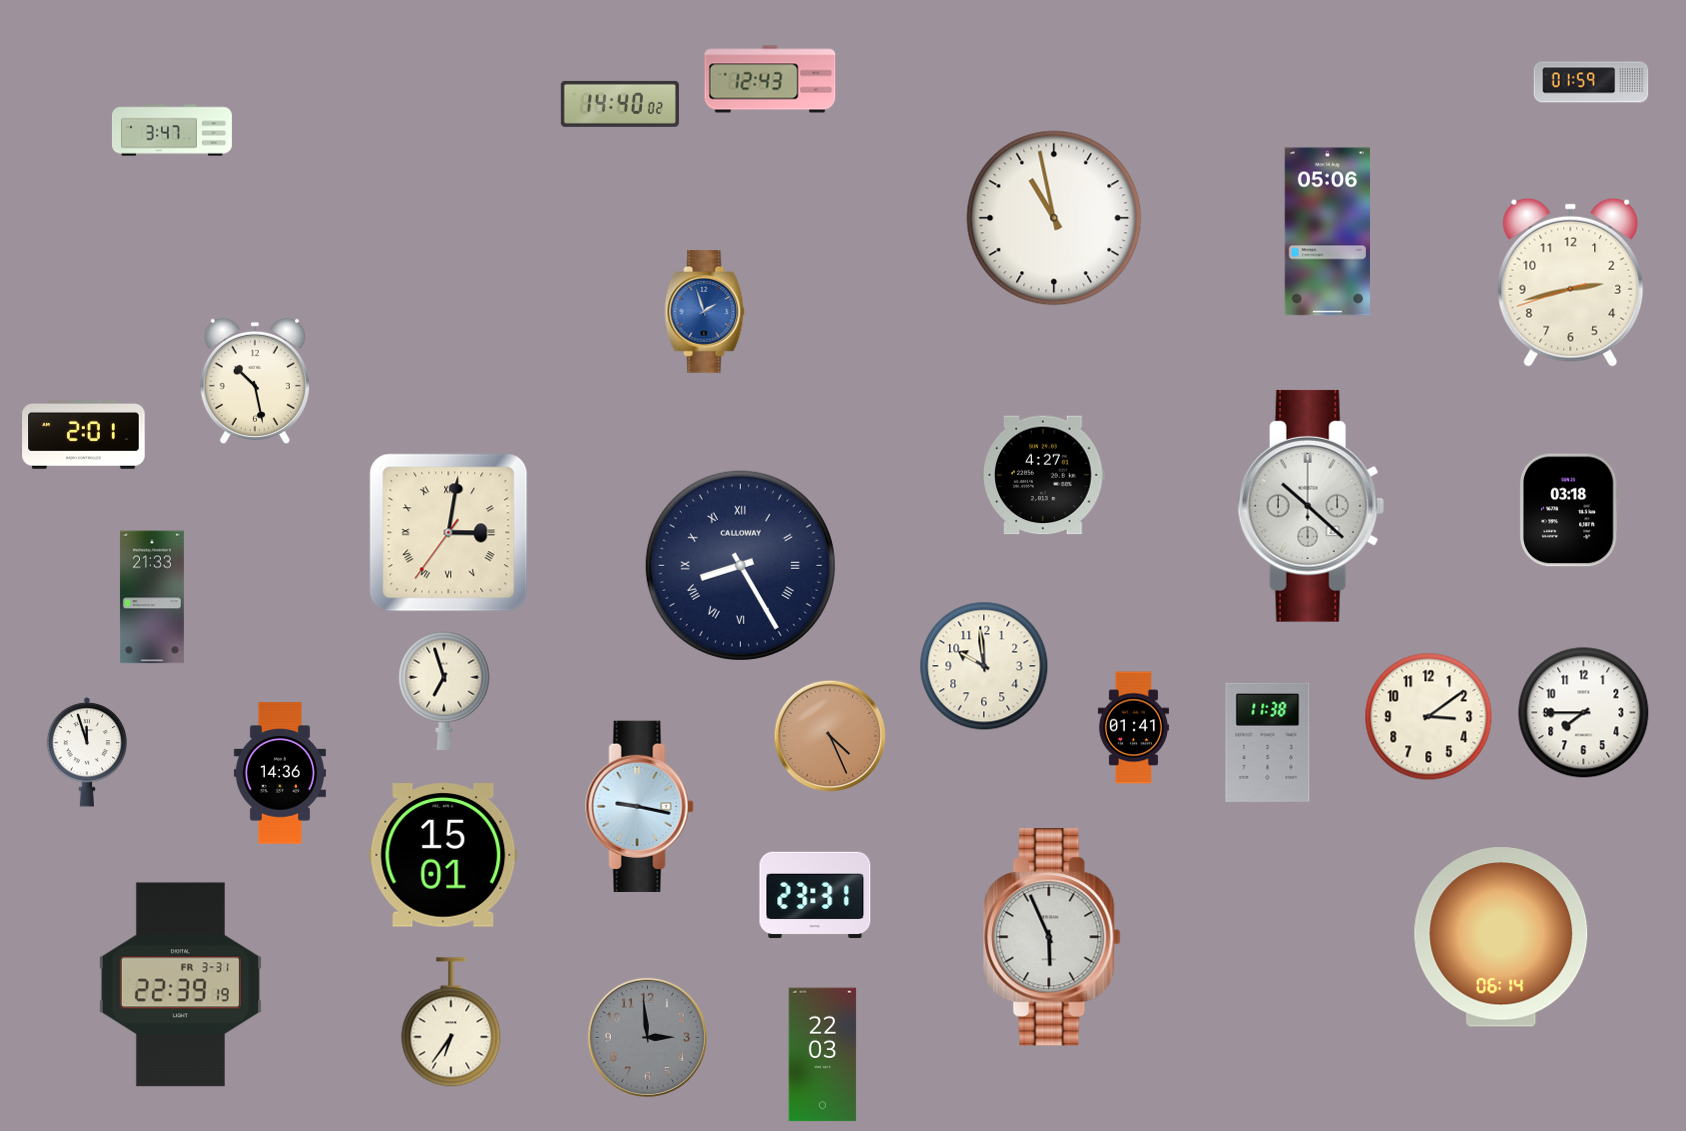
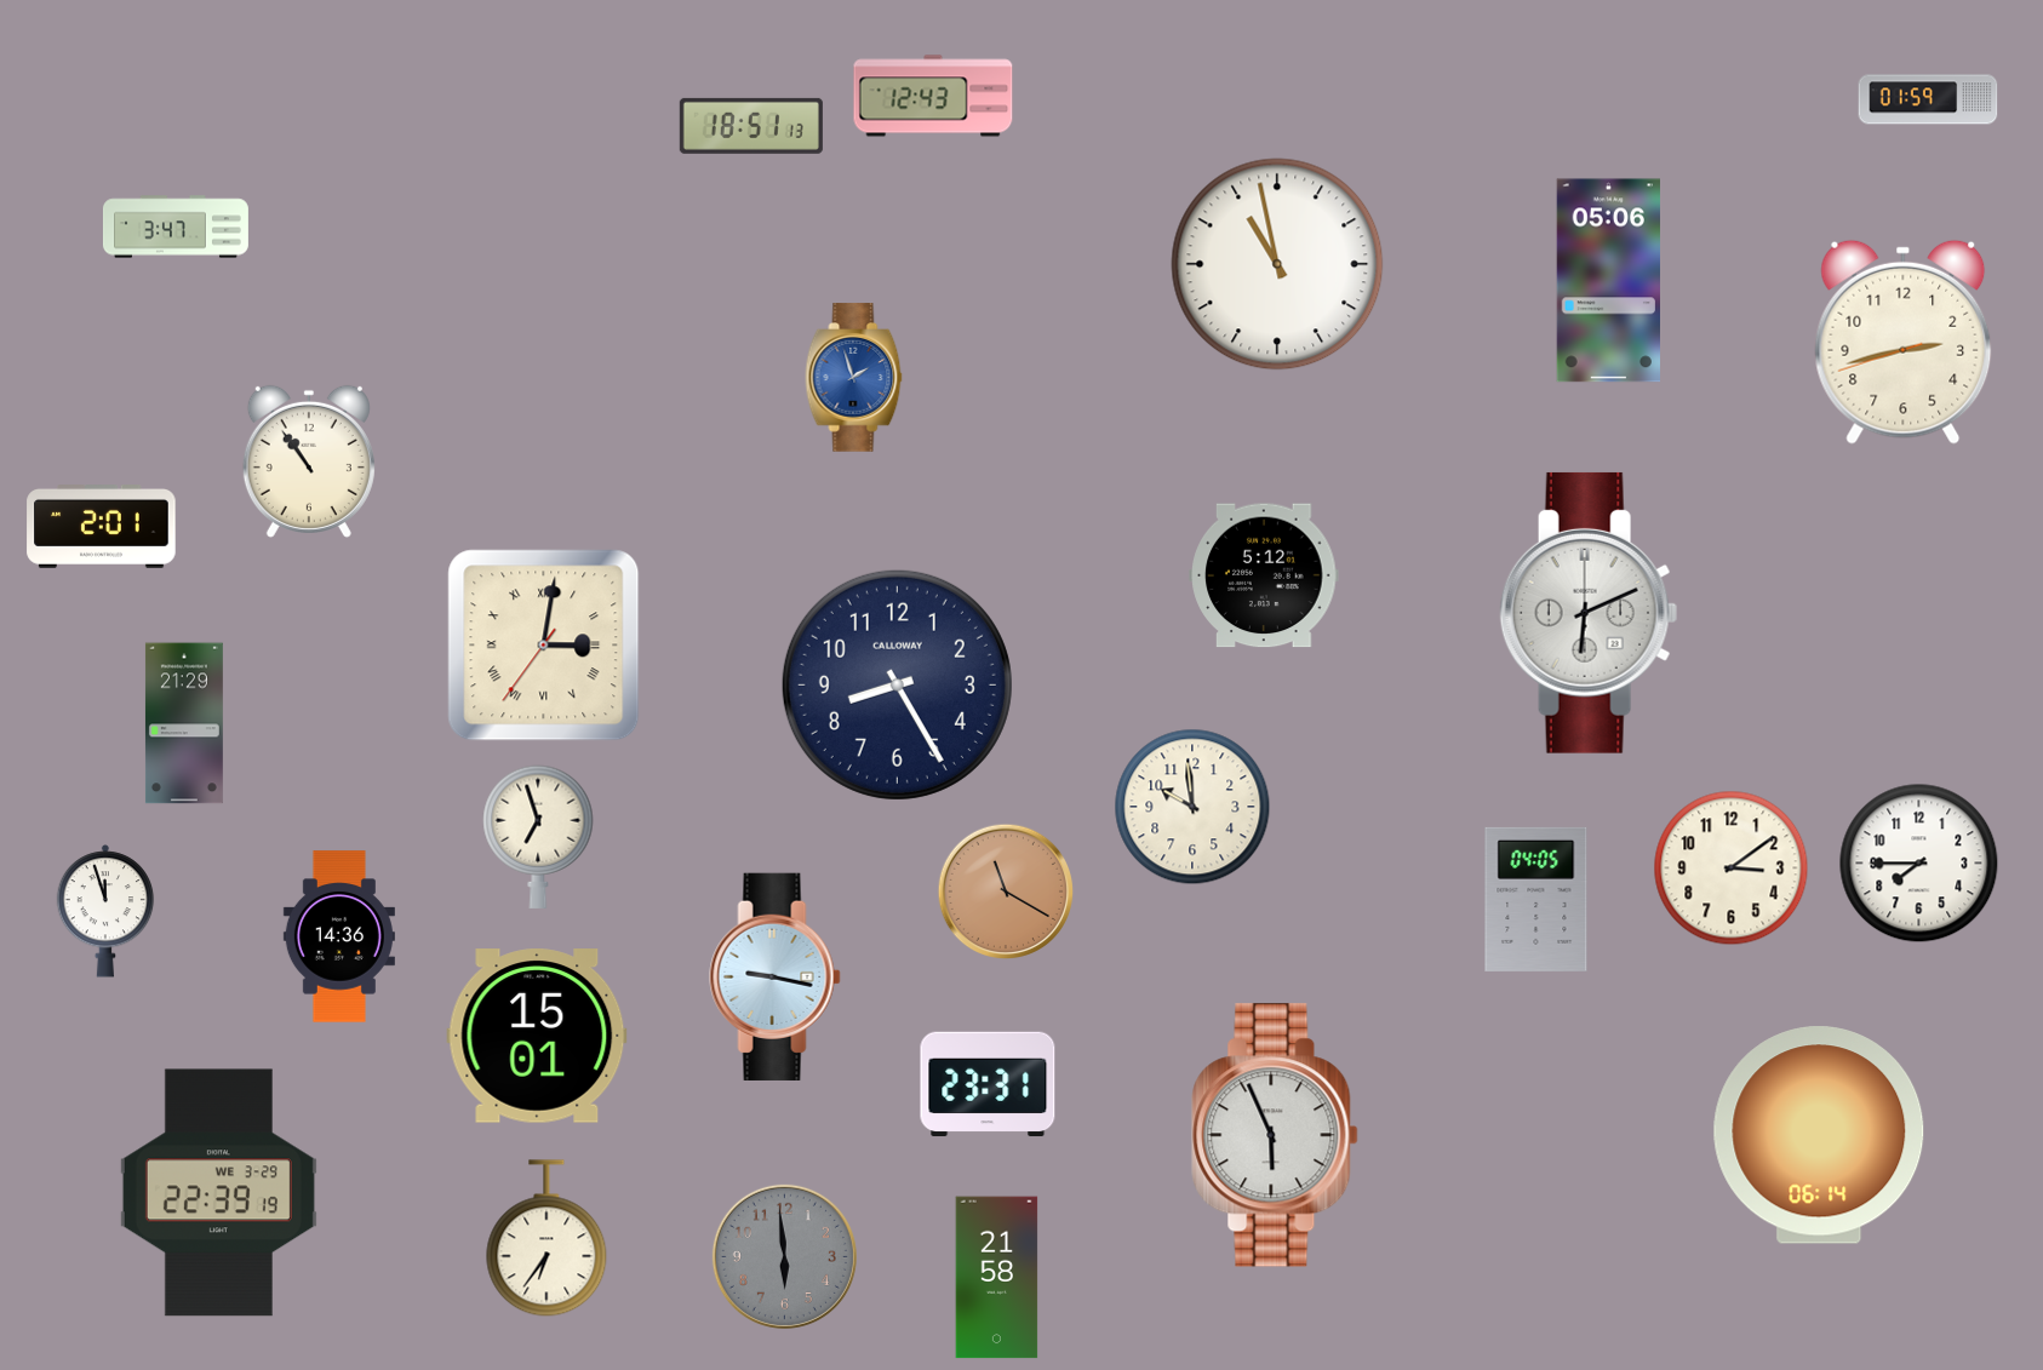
clock at (620, 104): 14:40 -> 18:51
clock at (172, 130) position: (172, 130) -> (176, 227)
clock at (255, 381): 10:28 -> 10:54
clock at (1043, 475): 4:27 -> 5:12
clock at (1311, 506): 10:22 -> 6:11
clock at (1569, 510): 03:18 -> none
clock at (740, 565) numerals: Roman -> Arabic
clock at (152, 597): 21:33 -> 21:29
clock at (1133, 728): 01:41 -> none
clock at (830, 736): 4:26 -> 11:20
clock at (1268, 742): 11:38 -> 04:05
clock at (180, 985) date: FR 3-31 -> WE 3-29
clock at (647, 1037): 2:59 -> 5:59
clock at (823, 1055): 22:03 -> 21:58
